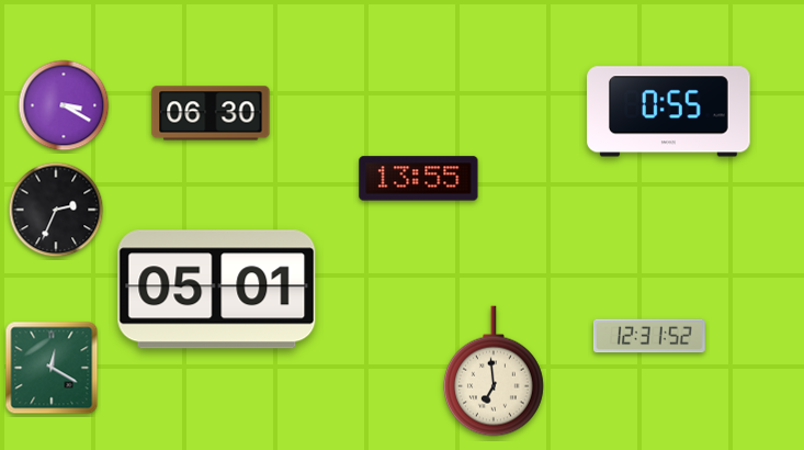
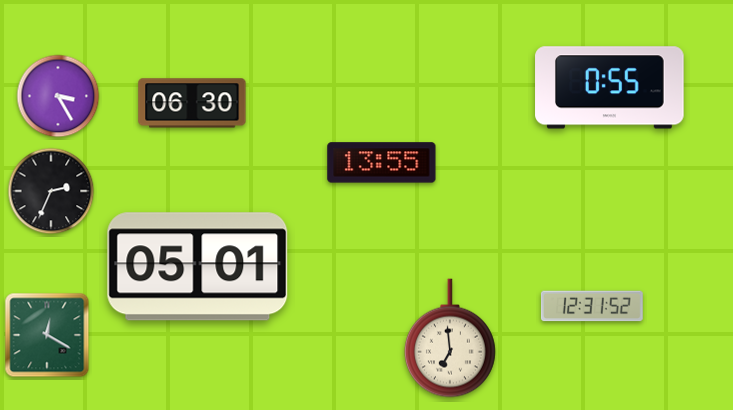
clock at (64, 105): 3:20 -> 3:25
clock at (669, 112) position: (669, 112) -> (610, 88)
clock at (217, 290) position: (217, 290) -> (198, 267)
